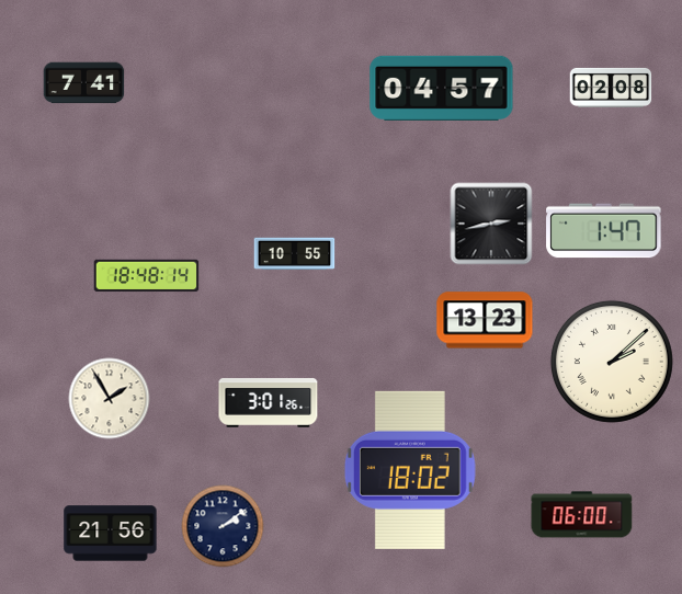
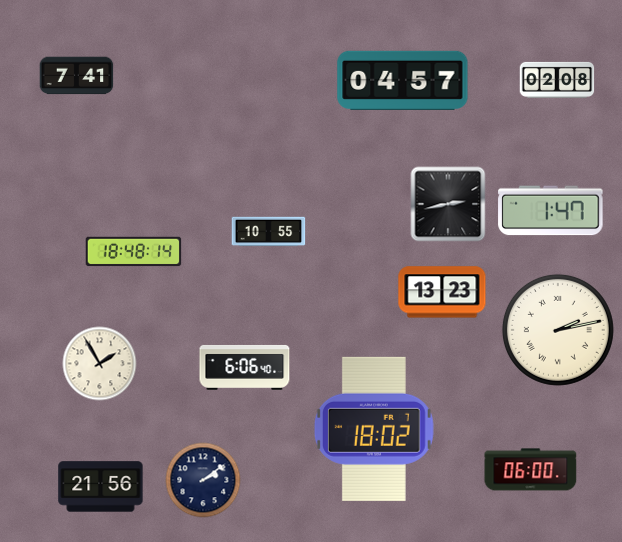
clock at (612, 362): 2:08 -> 2:13
clock at (269, 403): 3:01 -> 6:06
